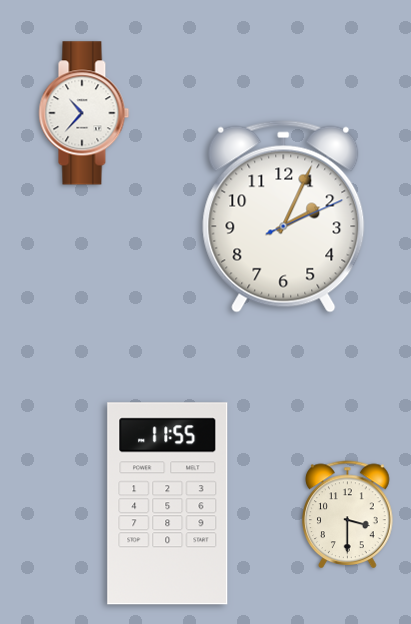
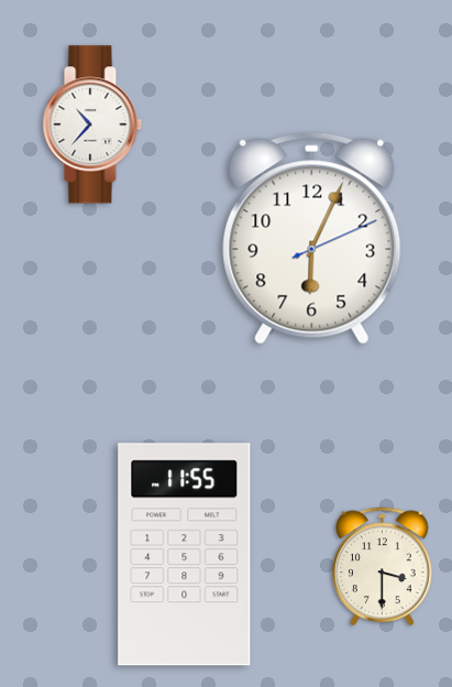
clock at (284, 216): 2:04 -> 6:04
